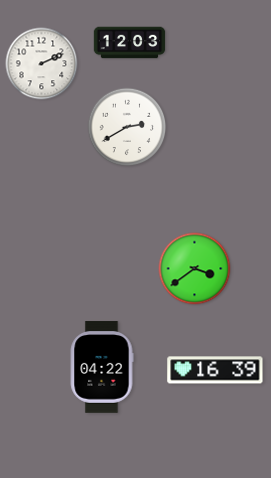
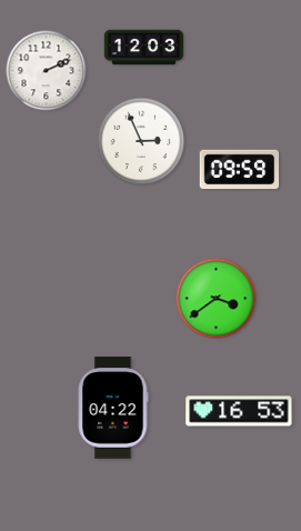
clock at (127, 127): 2:40 -> 2:56
clock at (240, 170): none -> 09:59
clock at (215, 370): 16:39 -> 16:53
